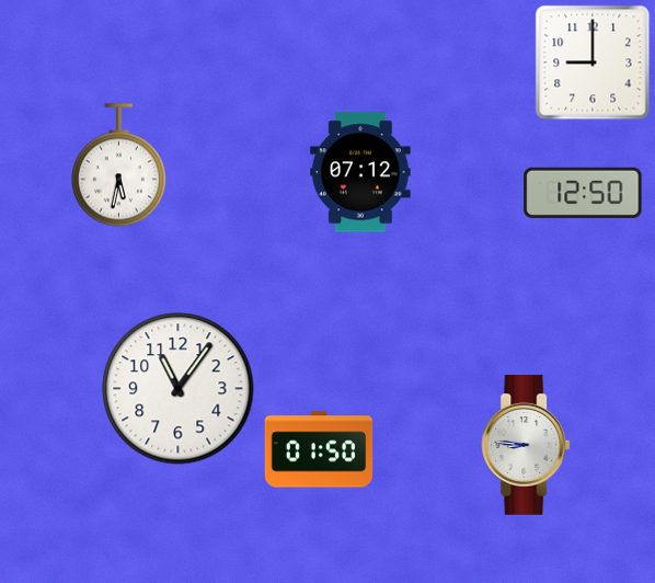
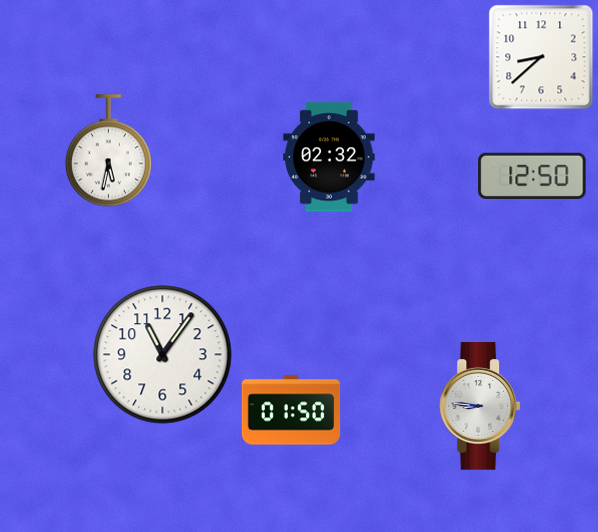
clock at (593, 62): 9:00 -> 8:38
clock at (360, 172): 07:12 -> 02:32
